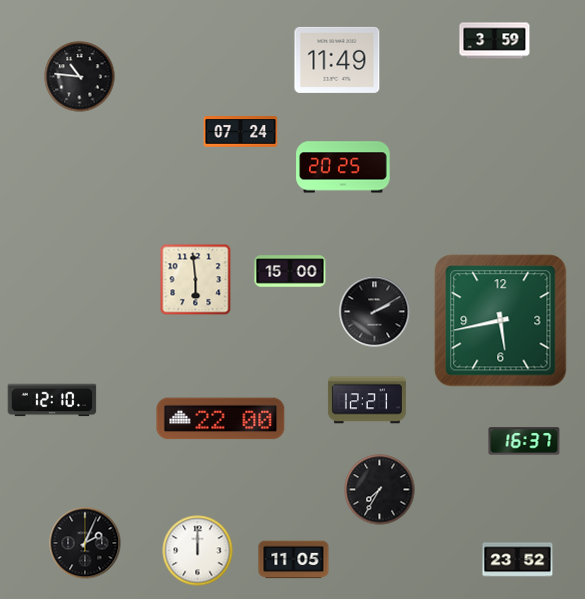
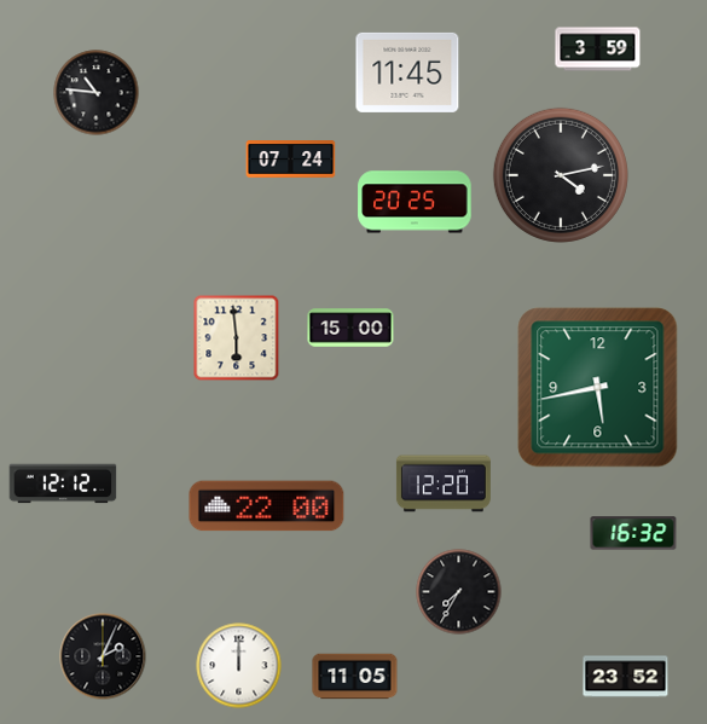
clock at (337, 60): 11:49 -> 11:45
clock at (561, 175): none -> 4:13
clock at (375, 312): 2:10 -> none
clock at (501, 321) position: (501, 321) -> (598, 388)
clock at (52, 400): 12:10 -> 12:12
clock at (367, 400): 12:21 -> 12:20
clock at (524, 441): 16:37 -> 16:32
